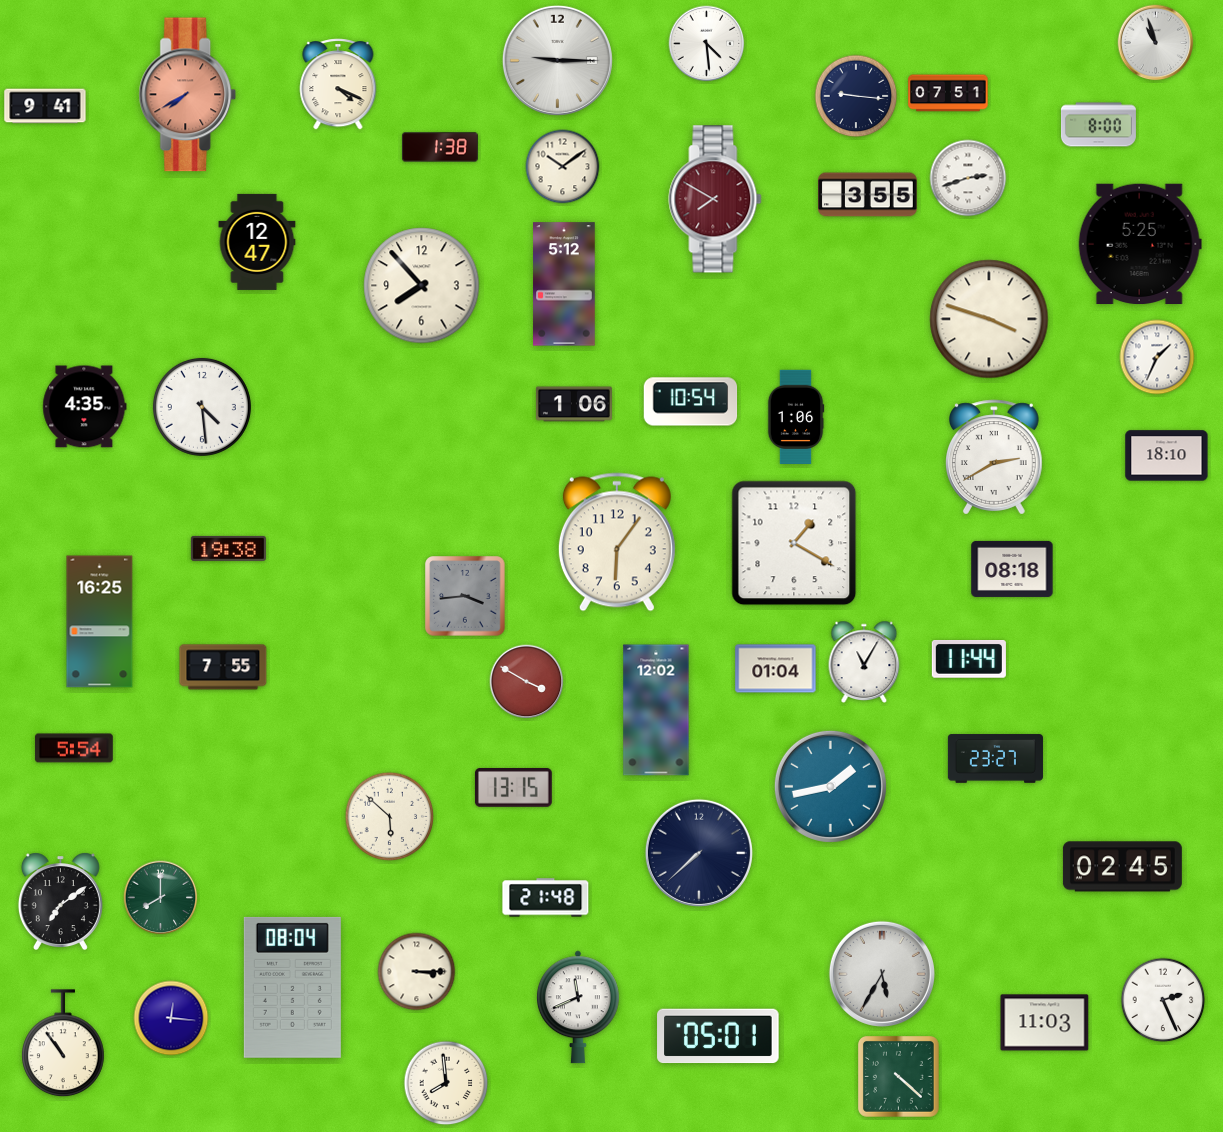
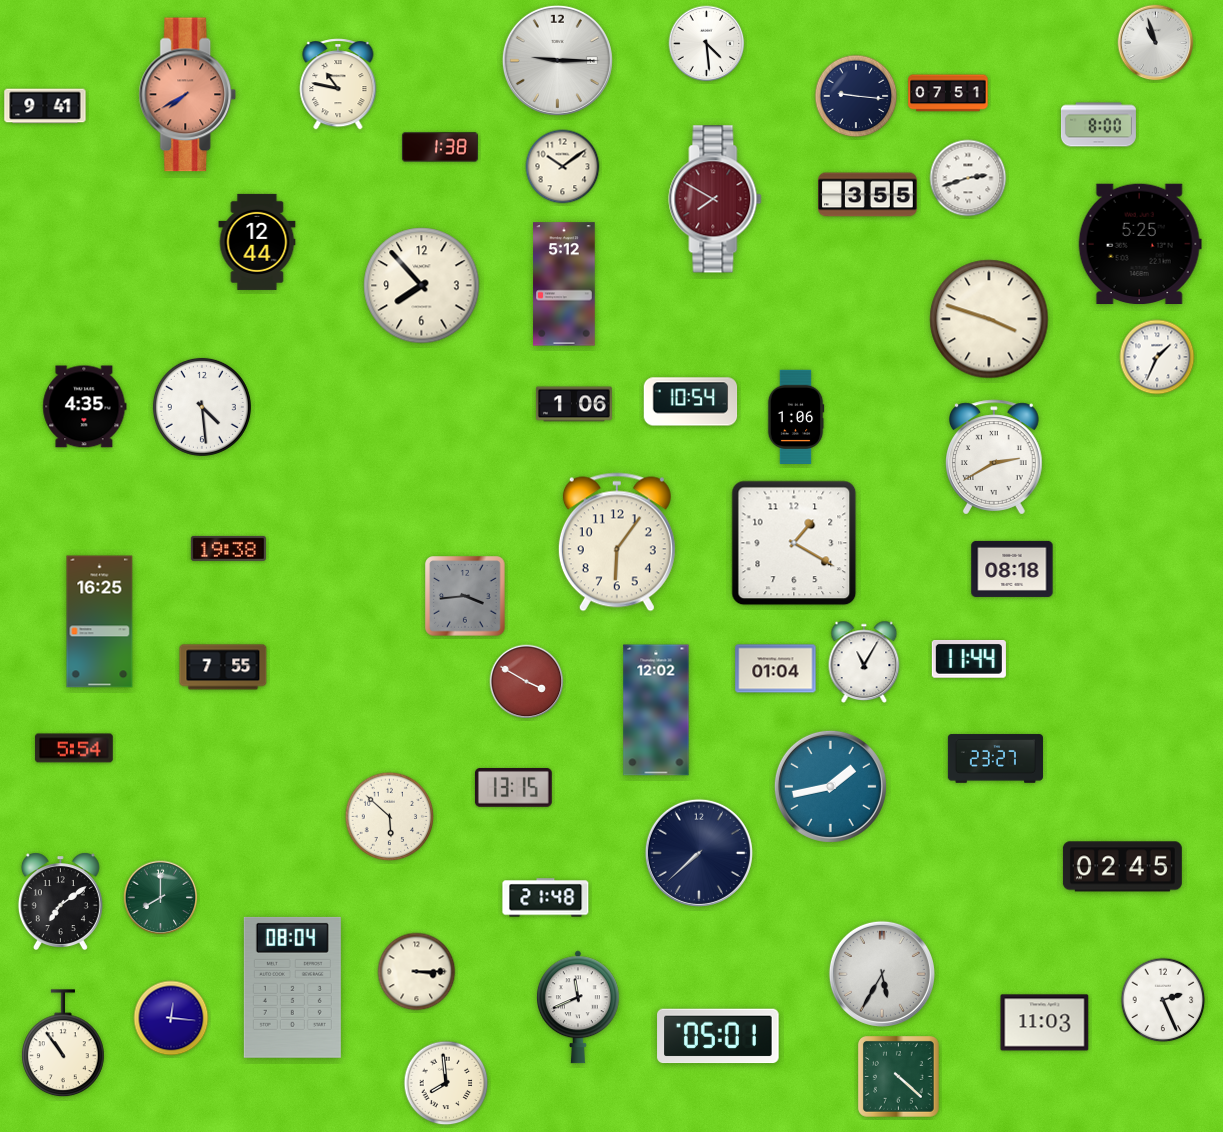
clock at (338, 85): 4:19 -> 10:47
clock at (257, 242): 12:47 -> 12:44
clock at (1167, 456): 18:10 -> none
